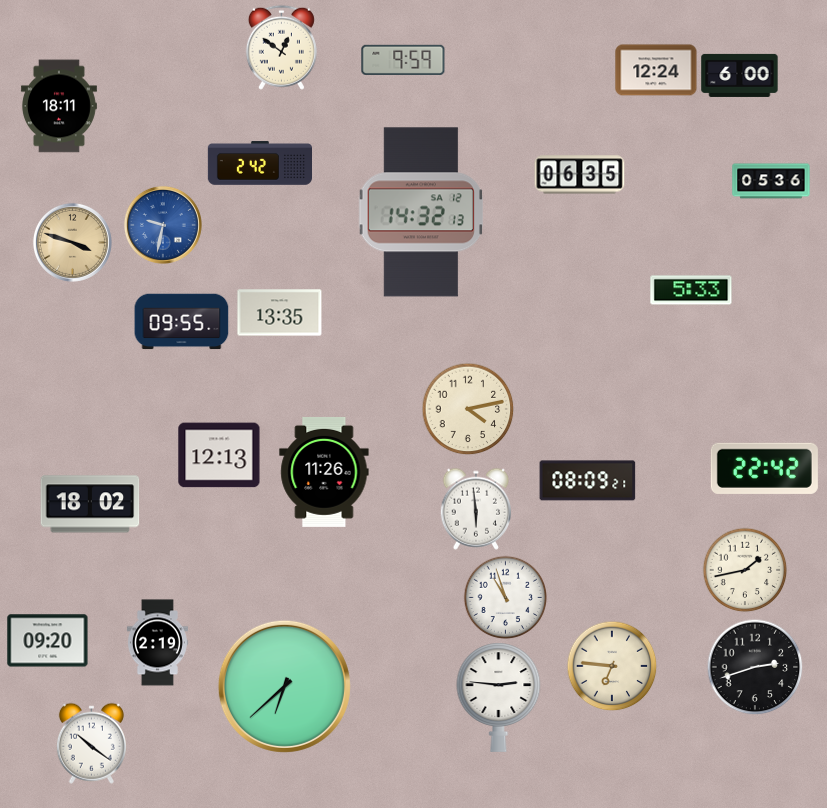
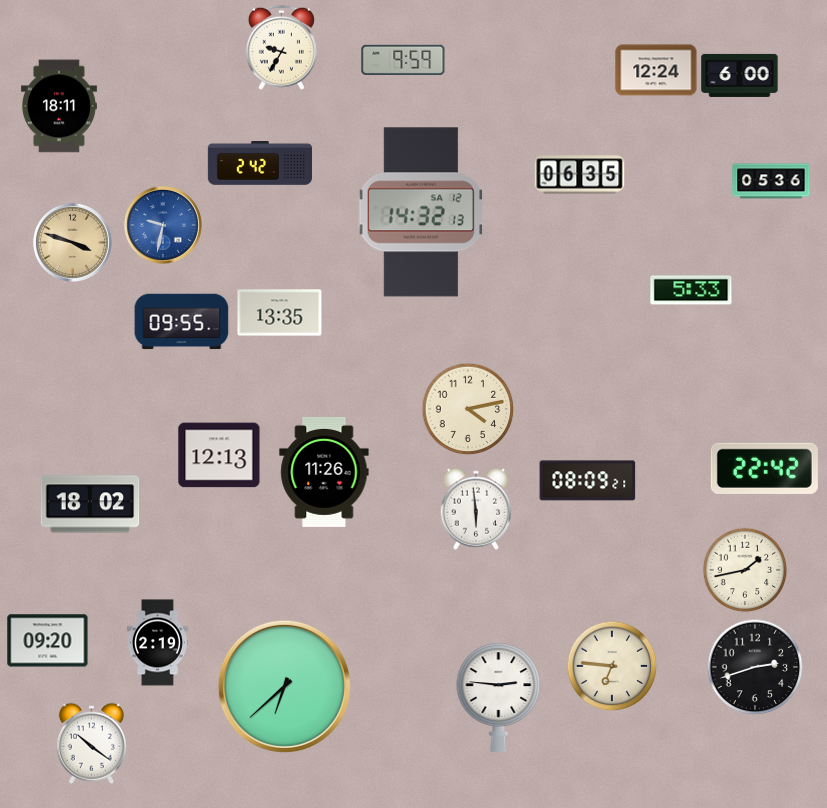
clock at (281, 47): 12:51 -> 9:35
clock at (505, 597): 10:57 -> none
